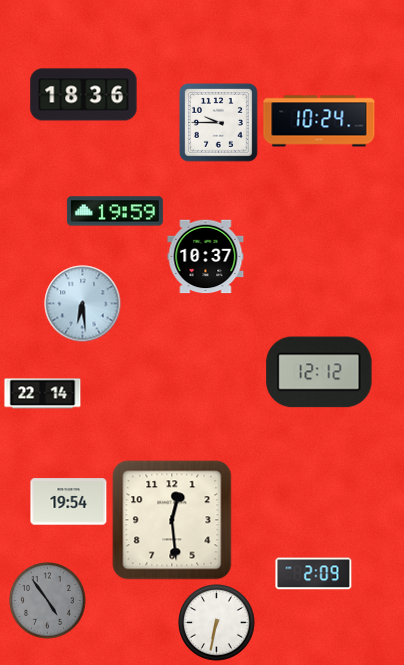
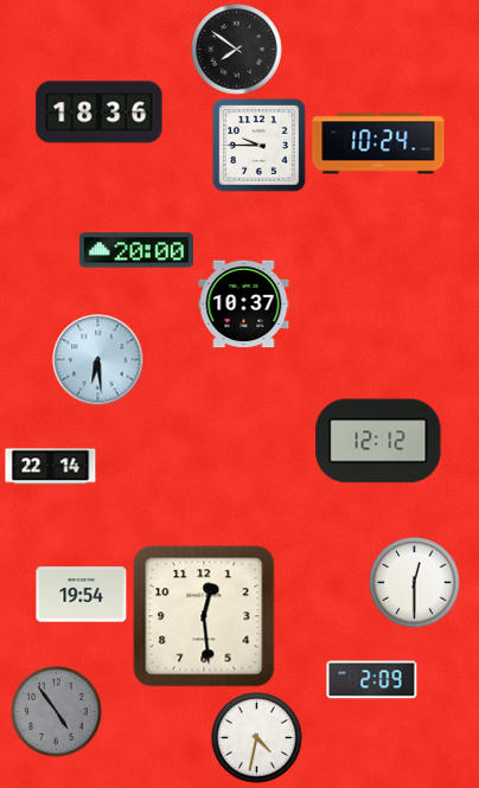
clock at (237, 50): none -> 7:51
clock at (115, 211): 19:59 -> 20:00
clock at (415, 583): none -> 12:30
clock at (217, 623): 6:32 -> 4:32
